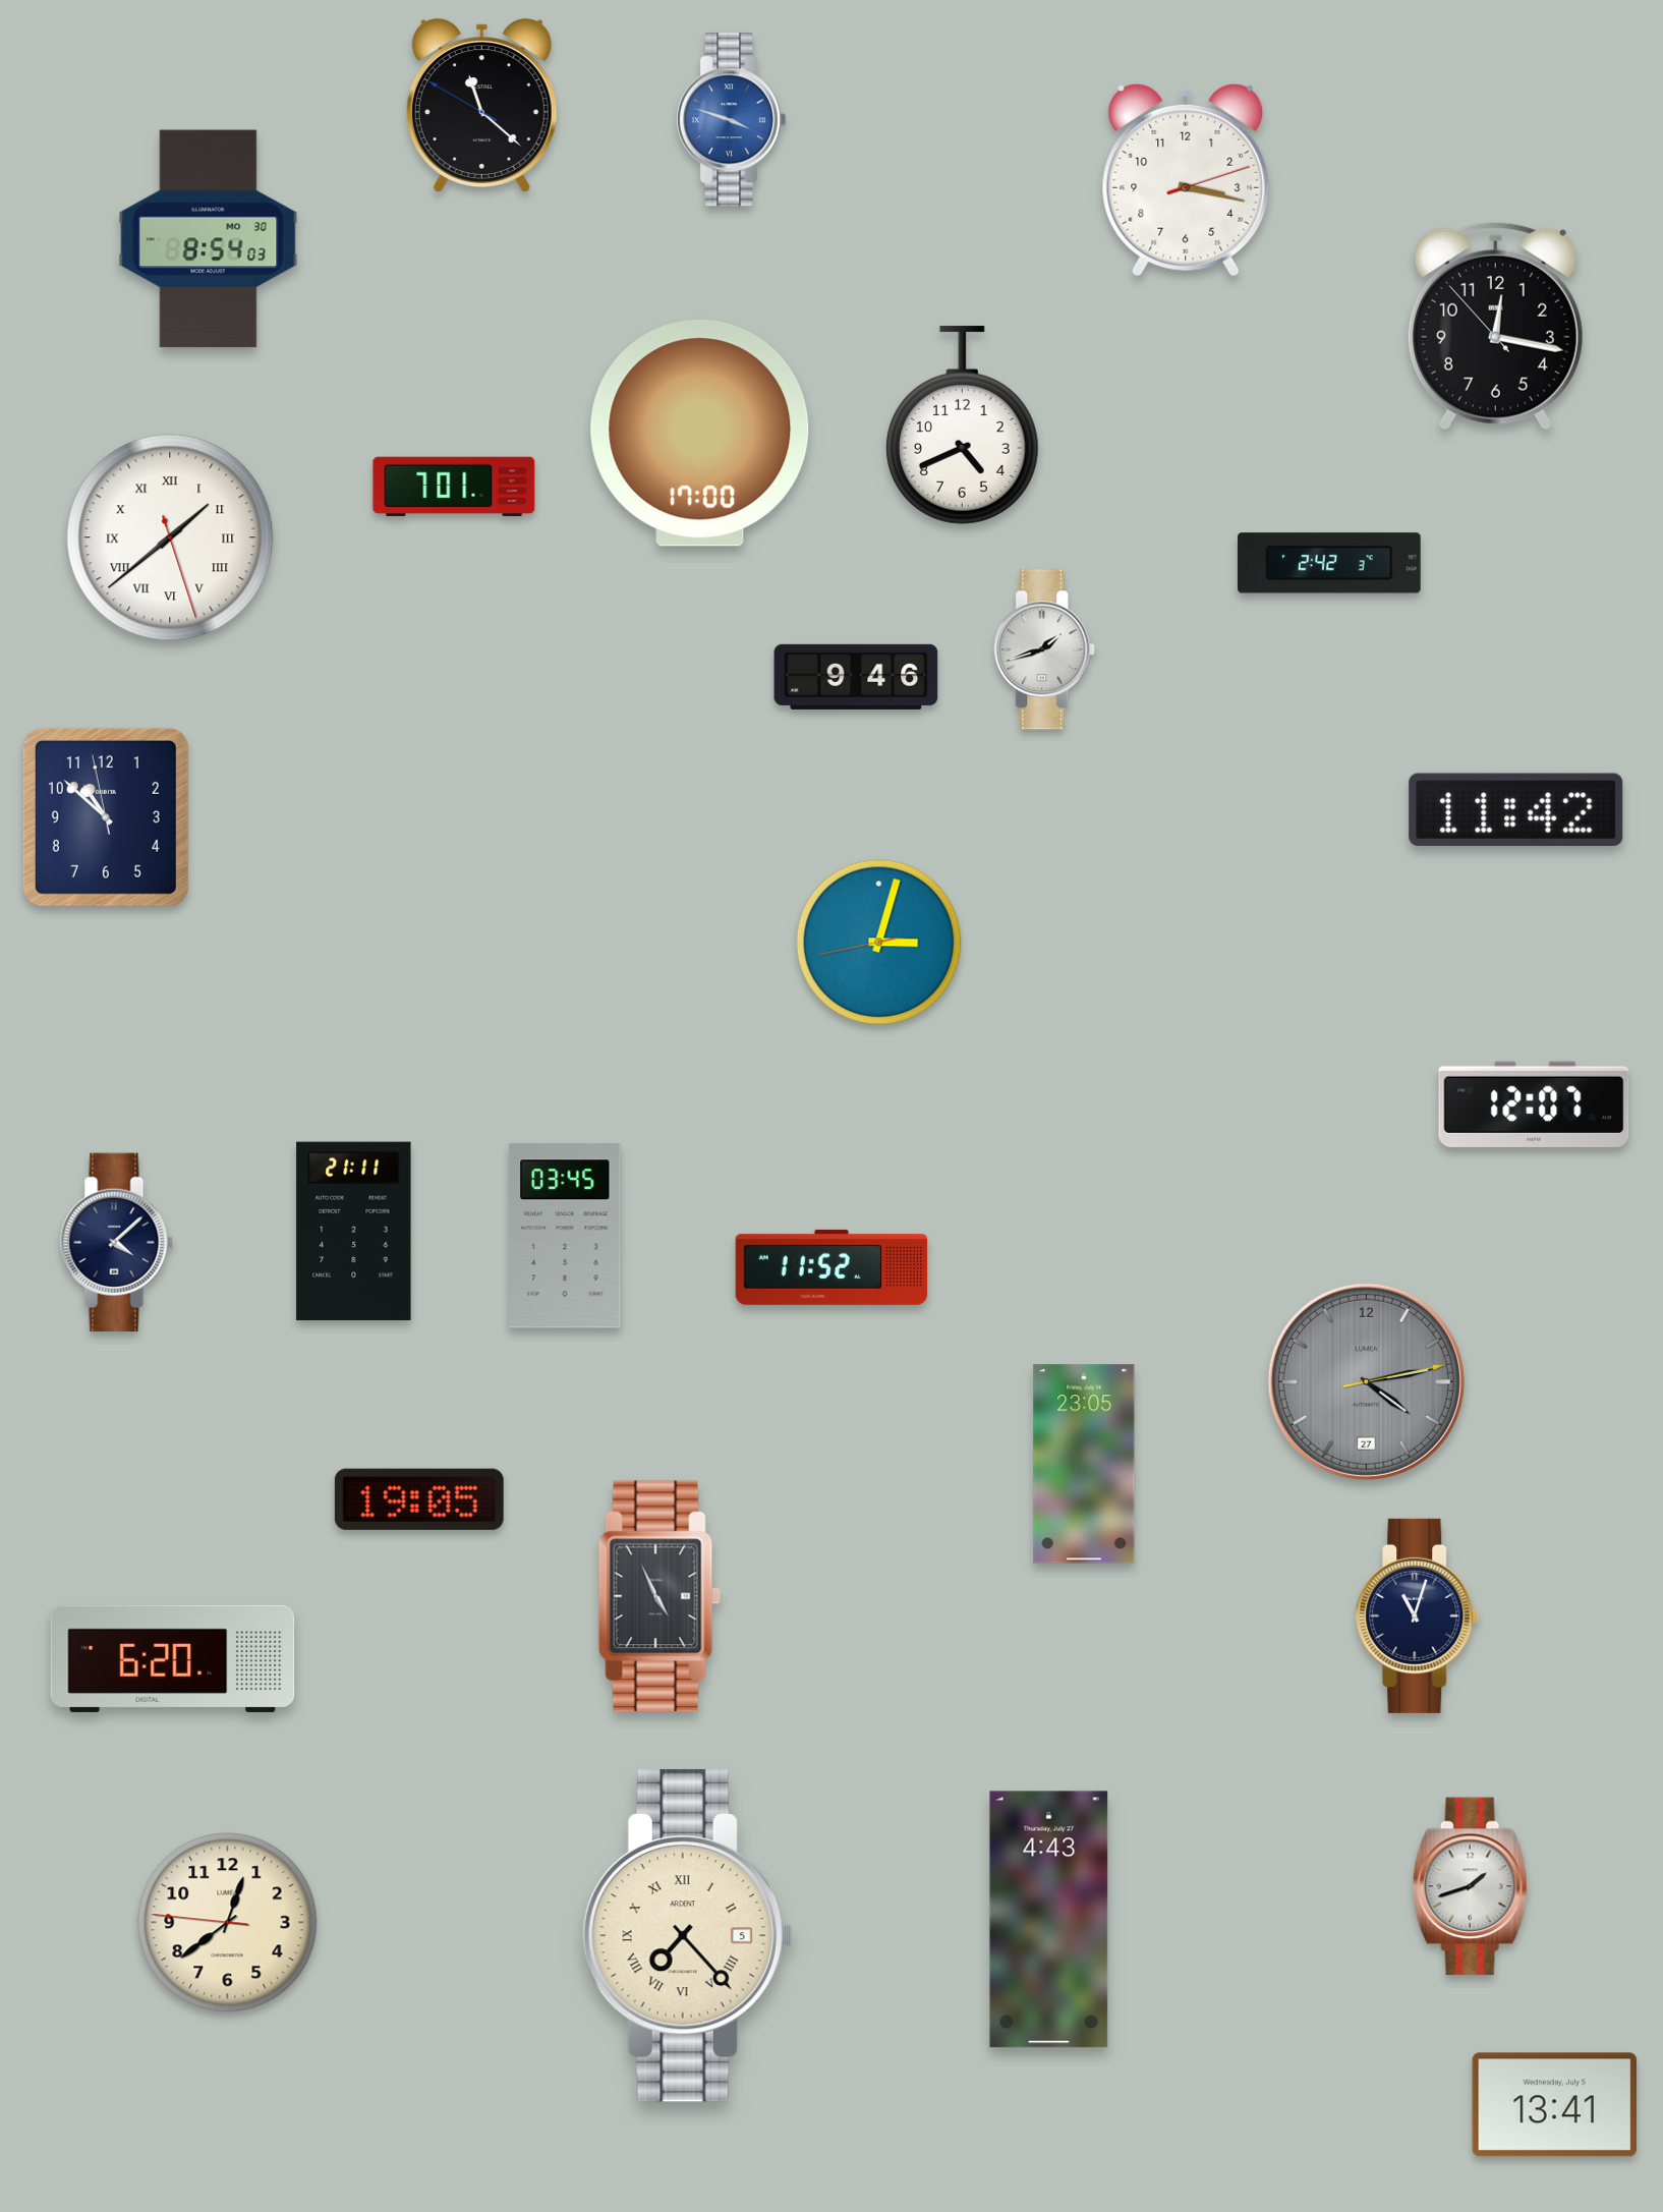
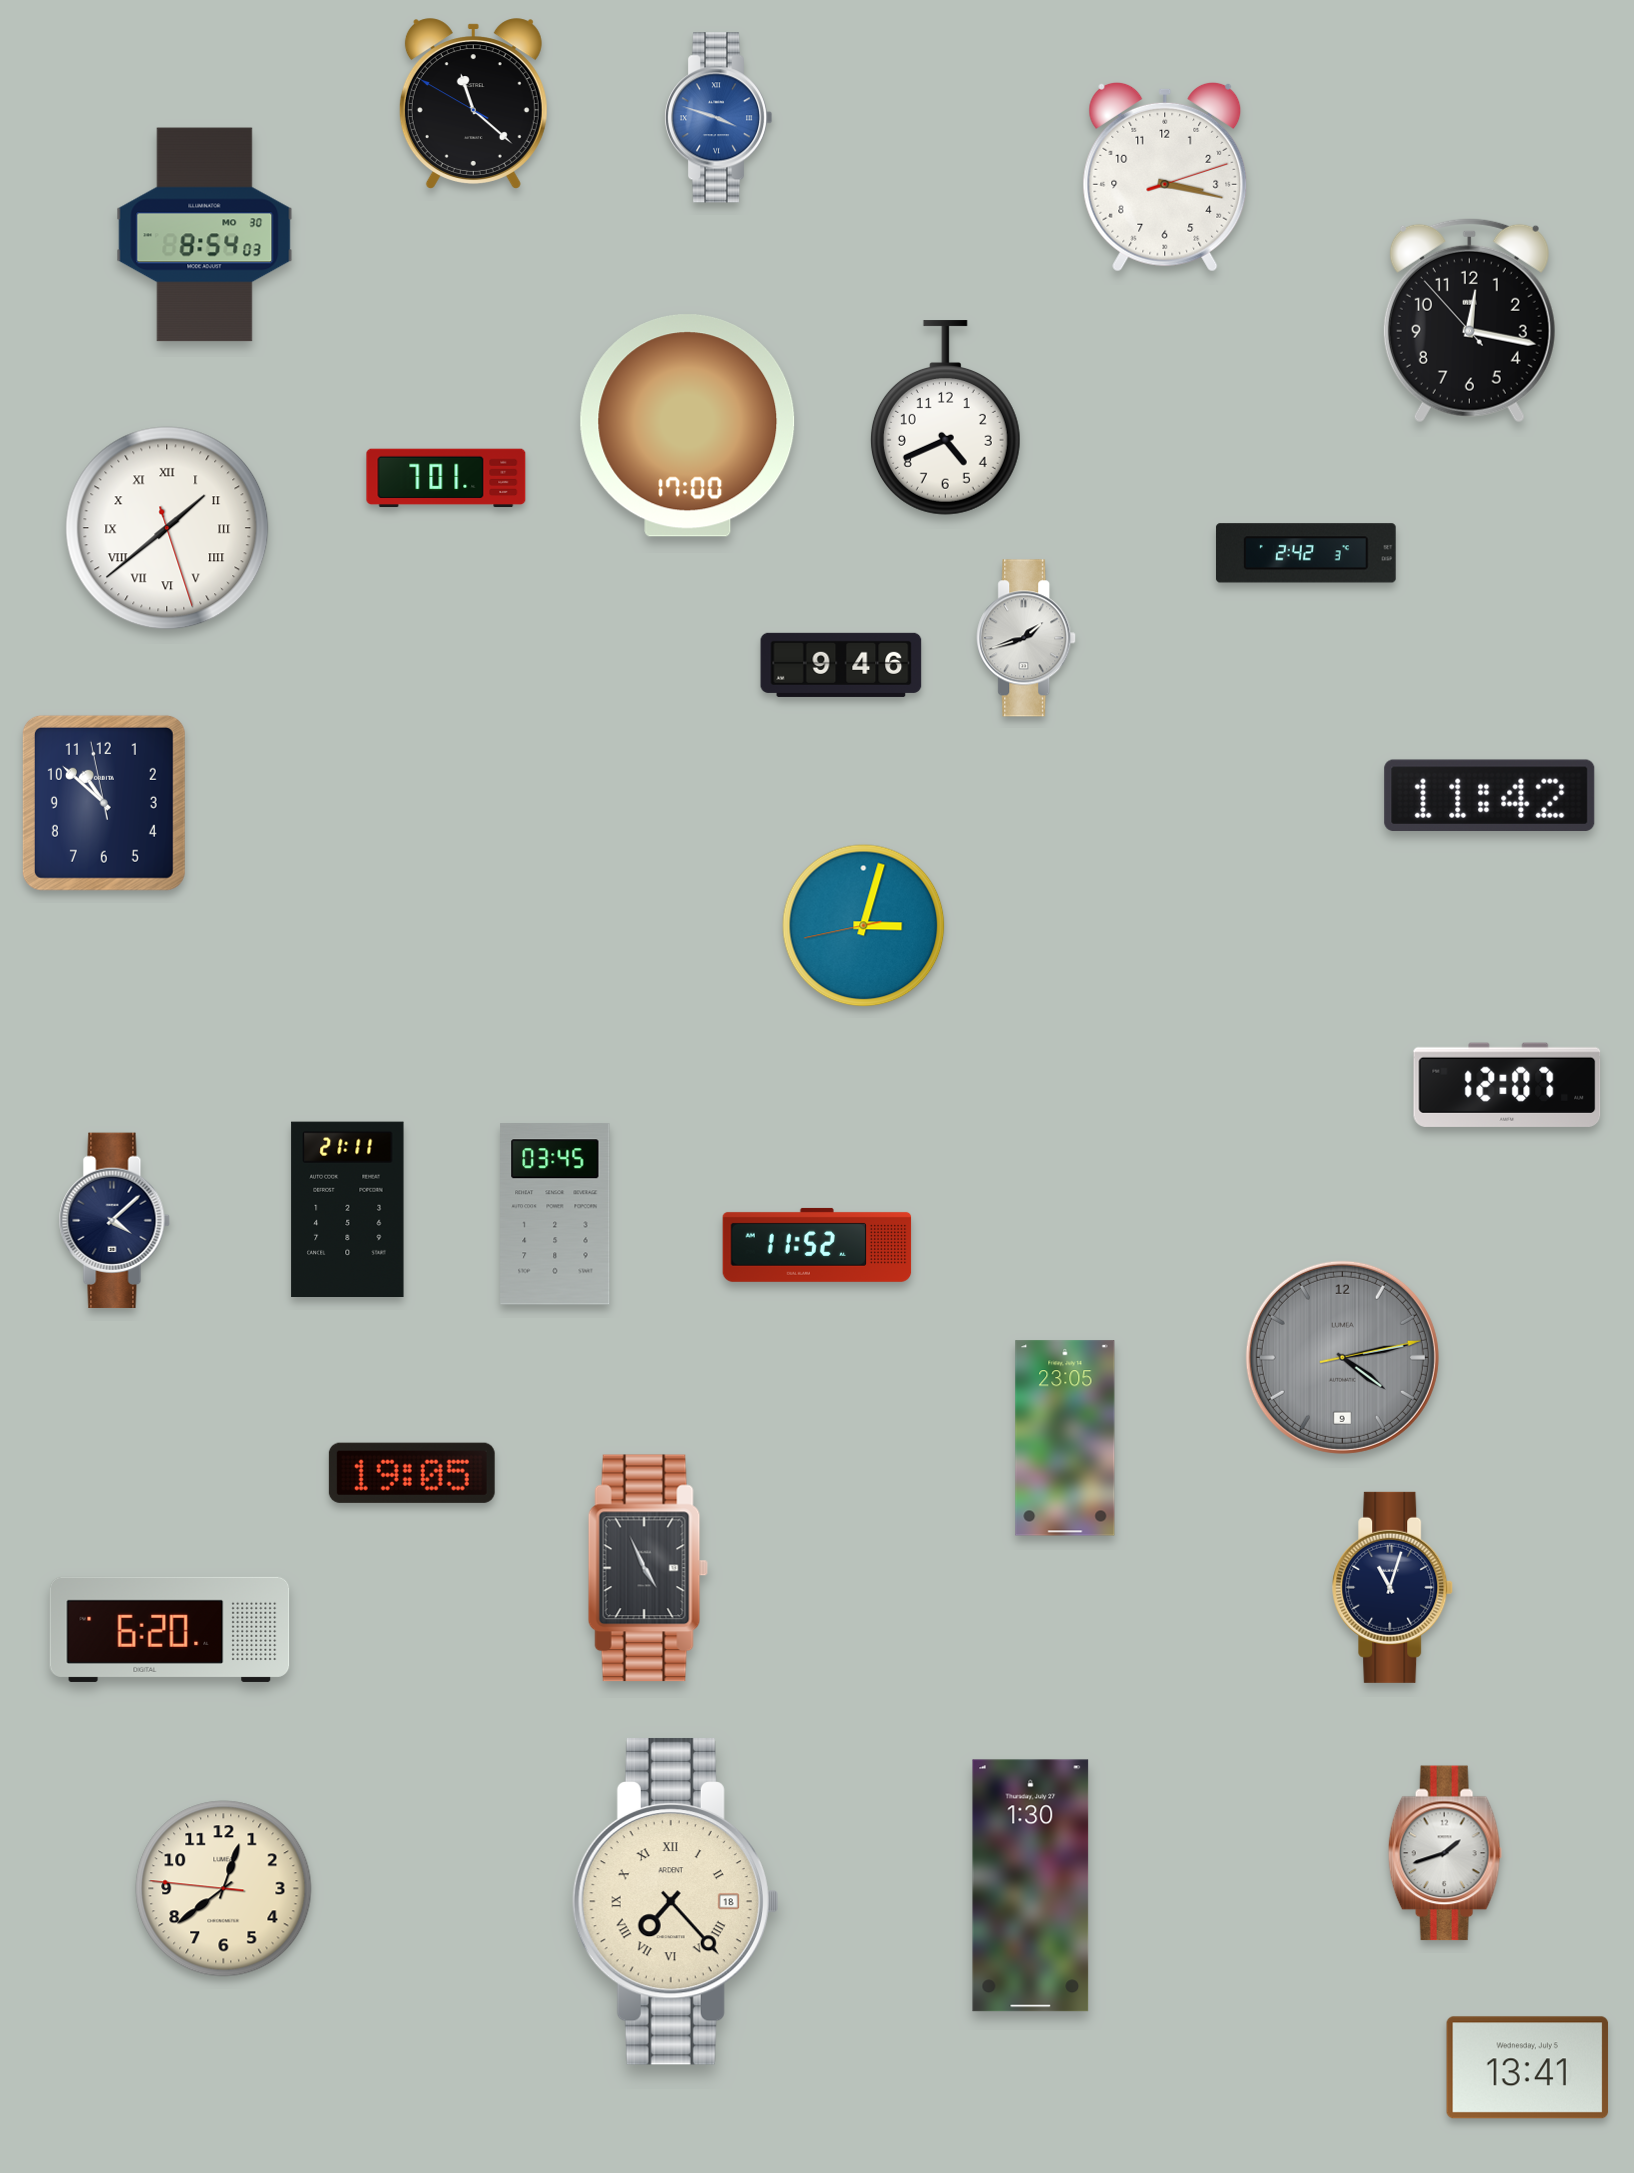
clock at (1366, 1381) date: 27 -> 9
clock at (1049, 1920): 4:43 -> 1:30
clock at (687, 1935) date: 5 -> 18
